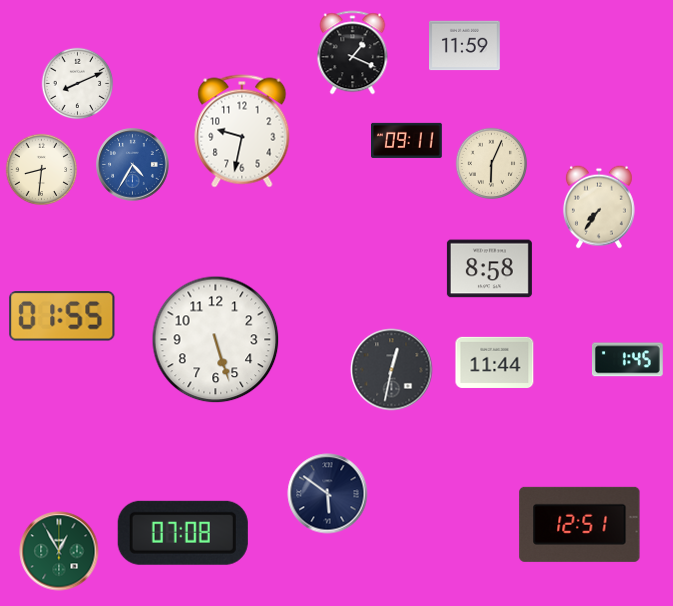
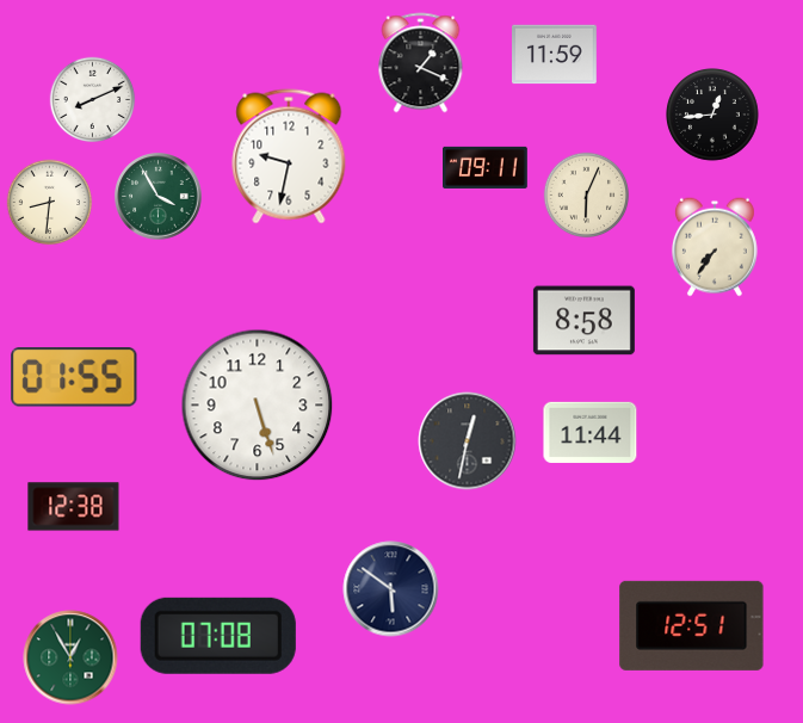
clock at (714, 116): none -> 12:44
clock at (133, 165): 4:35 -> 3:55
clock at (133, 165) dial: blue -> green
clock at (627, 360): 1:45 -> none
clock at (74, 507): none -> 12:38
